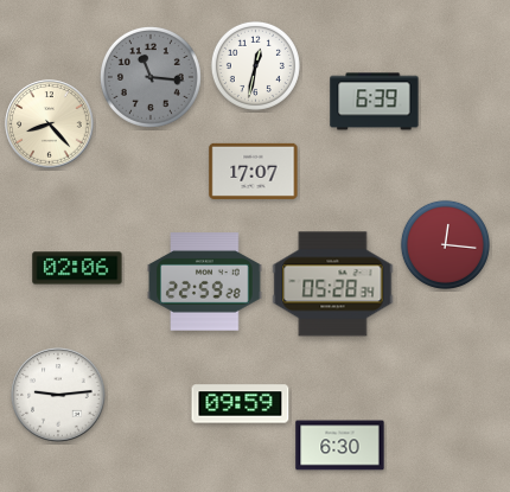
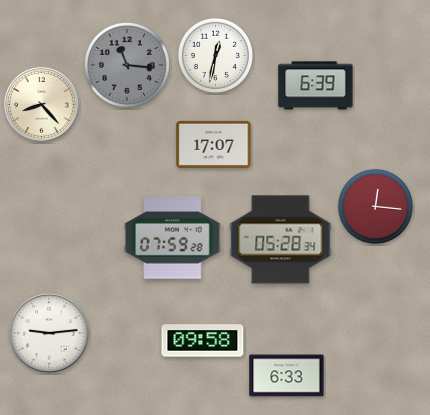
clock at (77, 268): 02:06 -> none
clock at (205, 282): 22:59 -> 07:59
clock at (241, 404): 09:59 -> 09:58
clock at (340, 446): 6:30 -> 6:33
